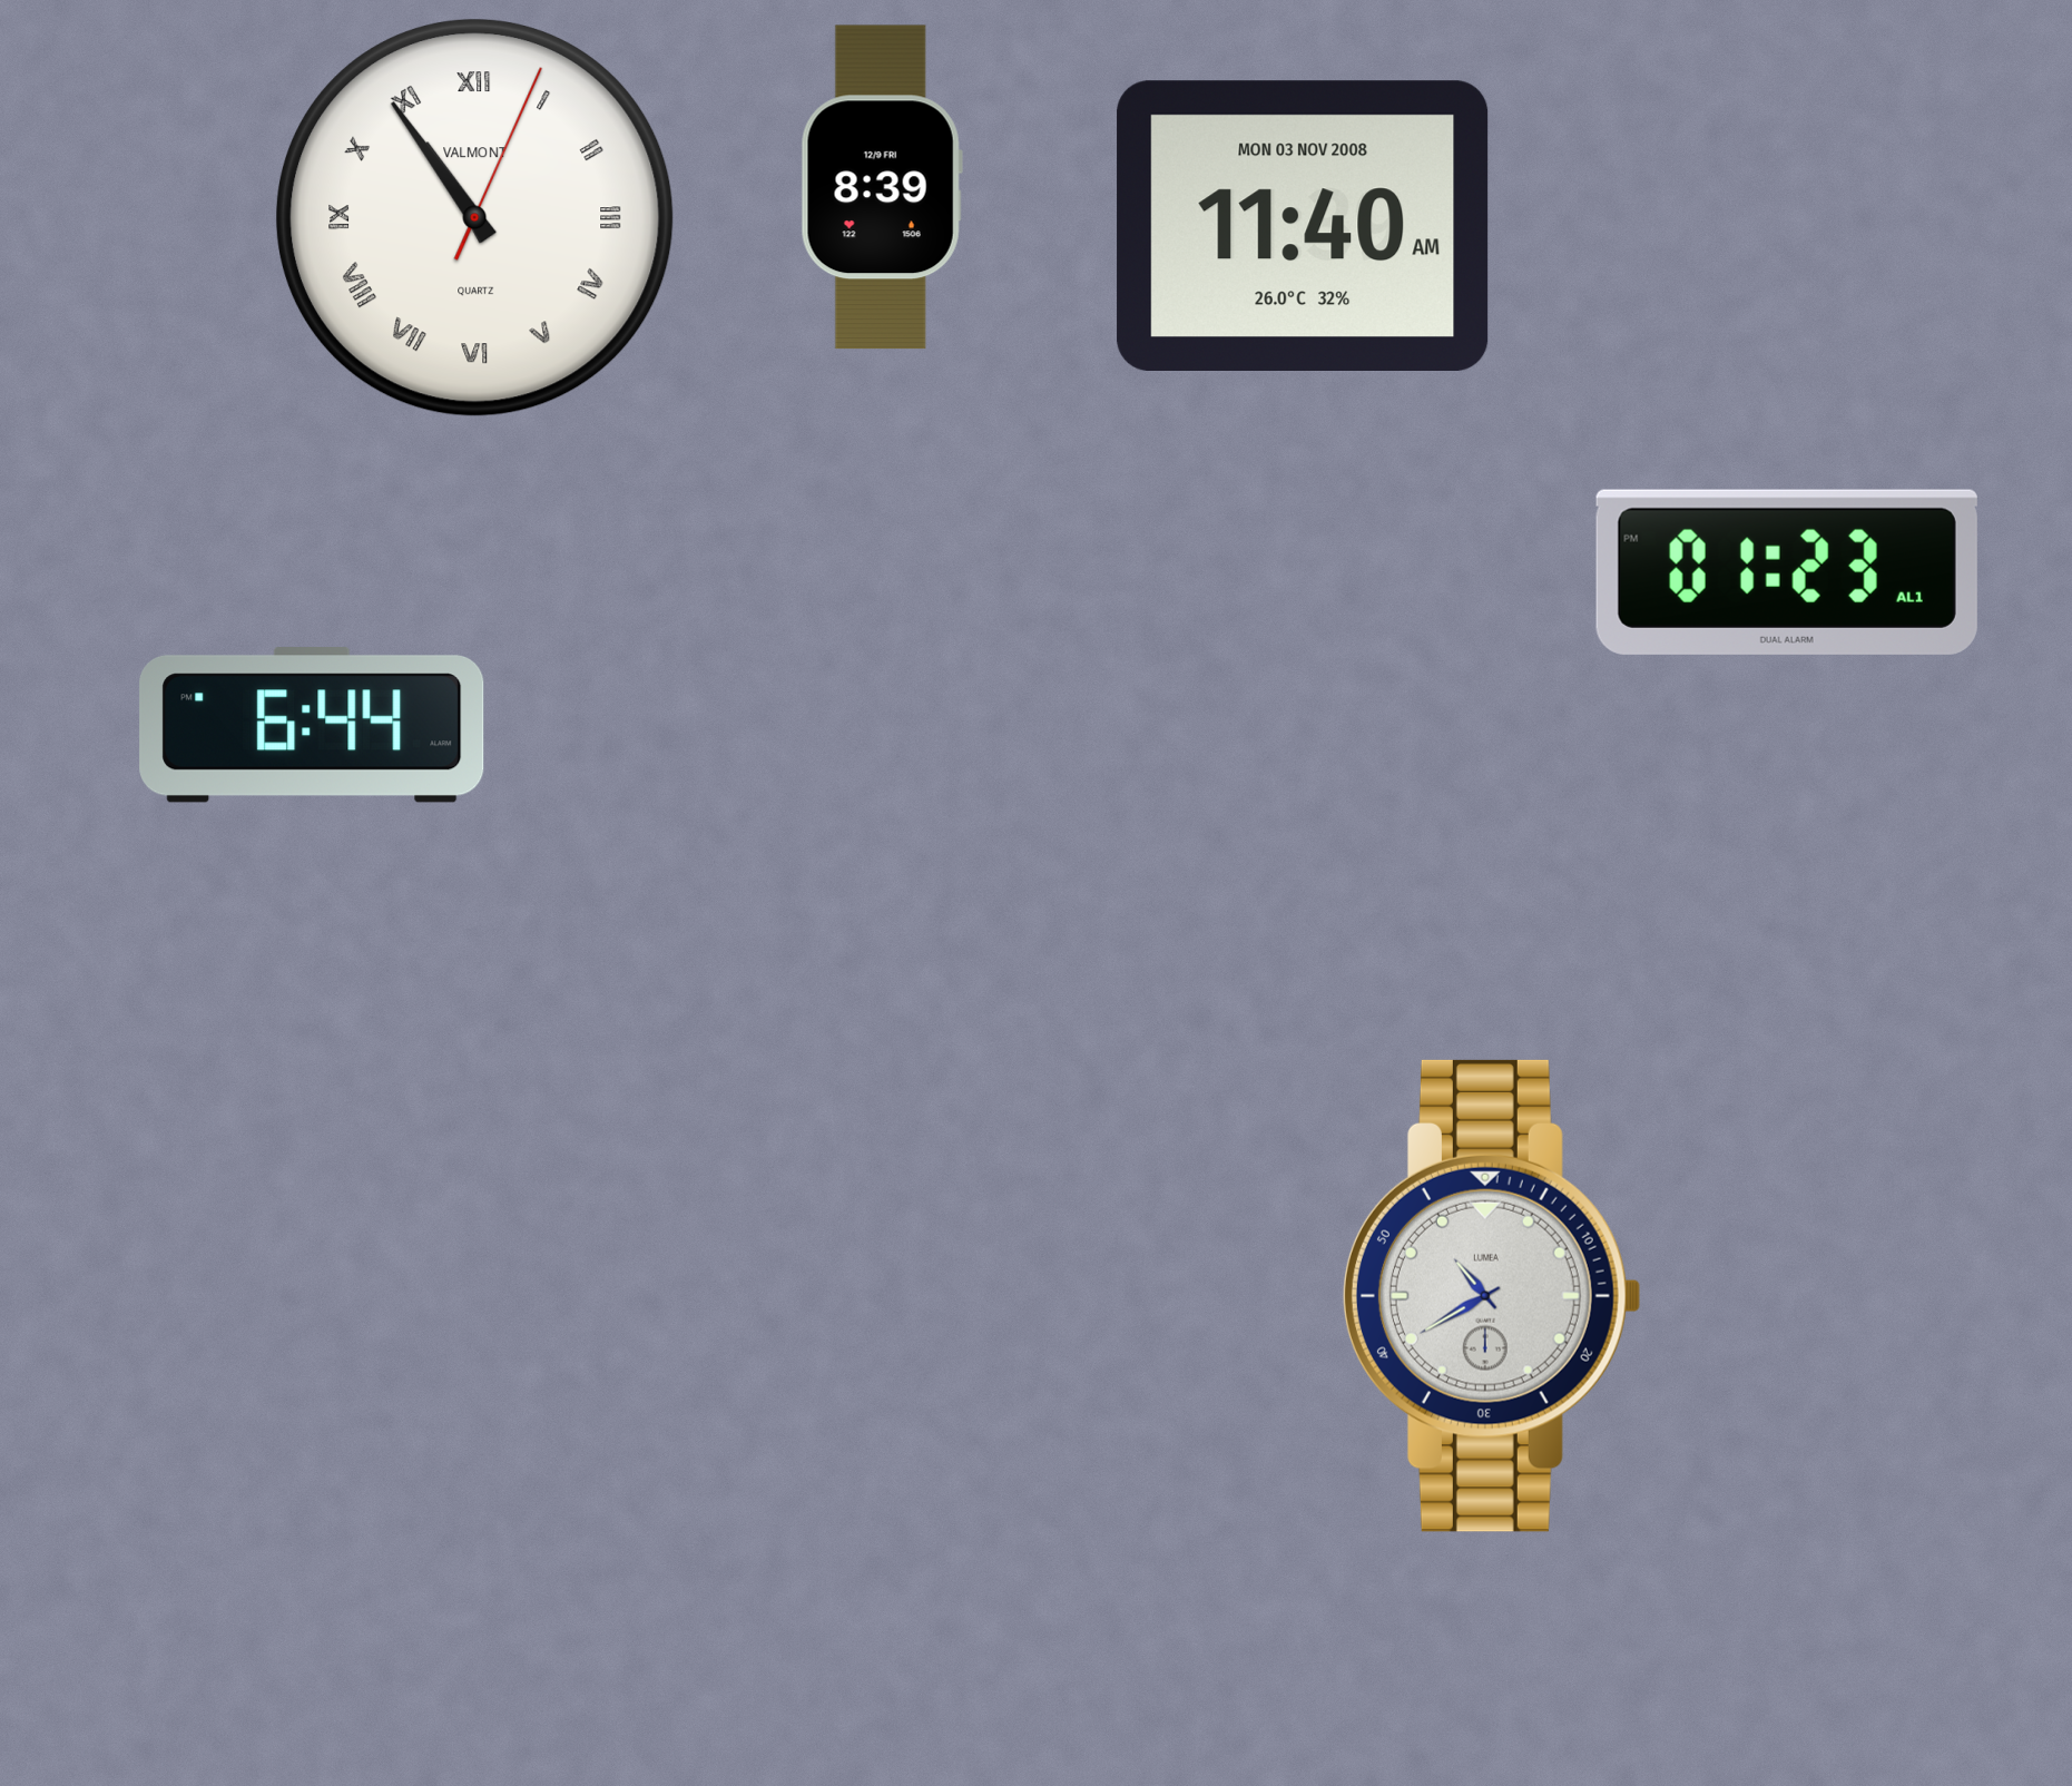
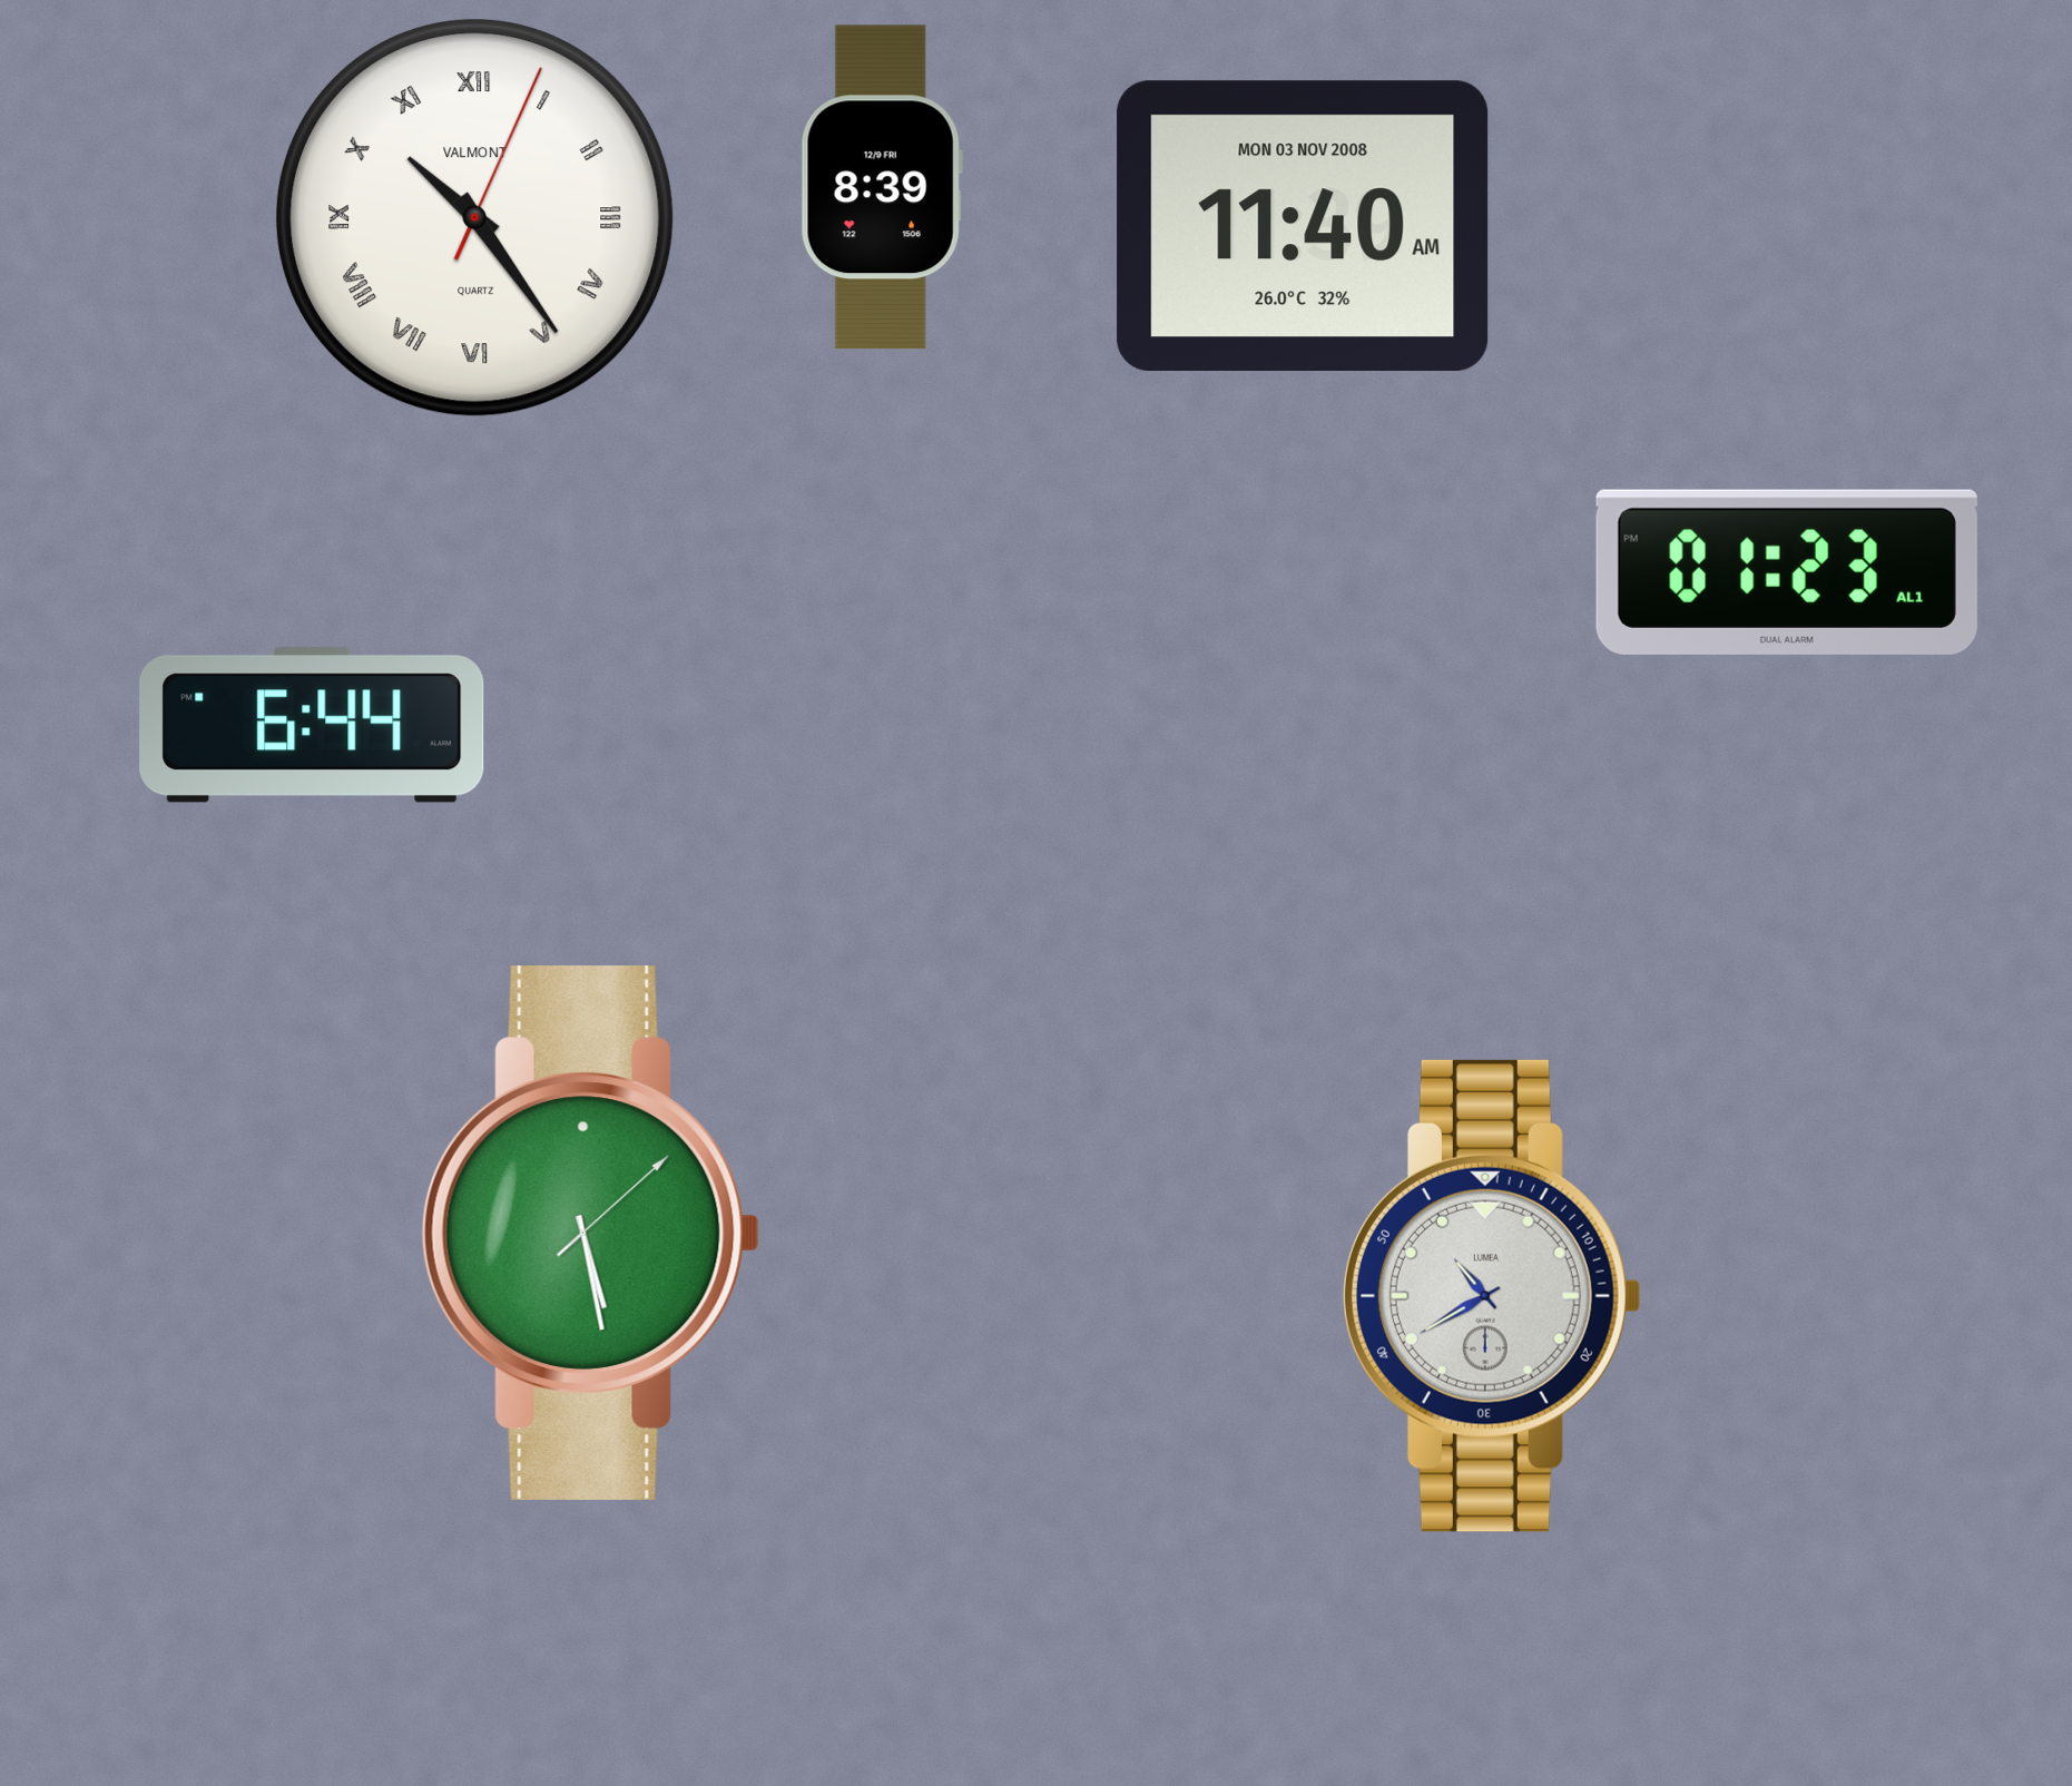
clock at (474, 217): 10:54 -> 10:24
clock at (590, 1233): none -> 5:28
